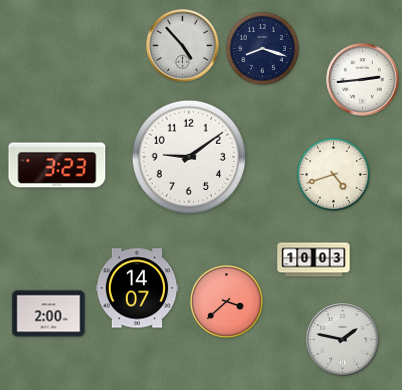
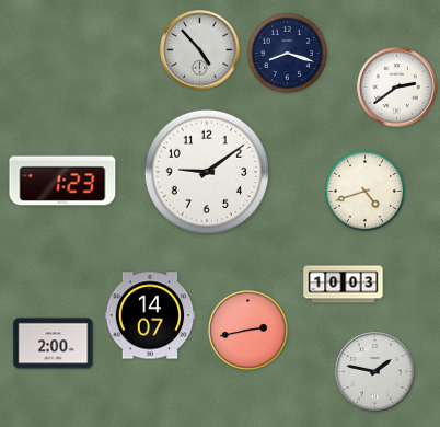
clock at (363, 80): 2:44 -> 2:39
clock at (57, 165): 3:23 -> 1:23
clock at (226, 301): 3:38 -> 2:43
